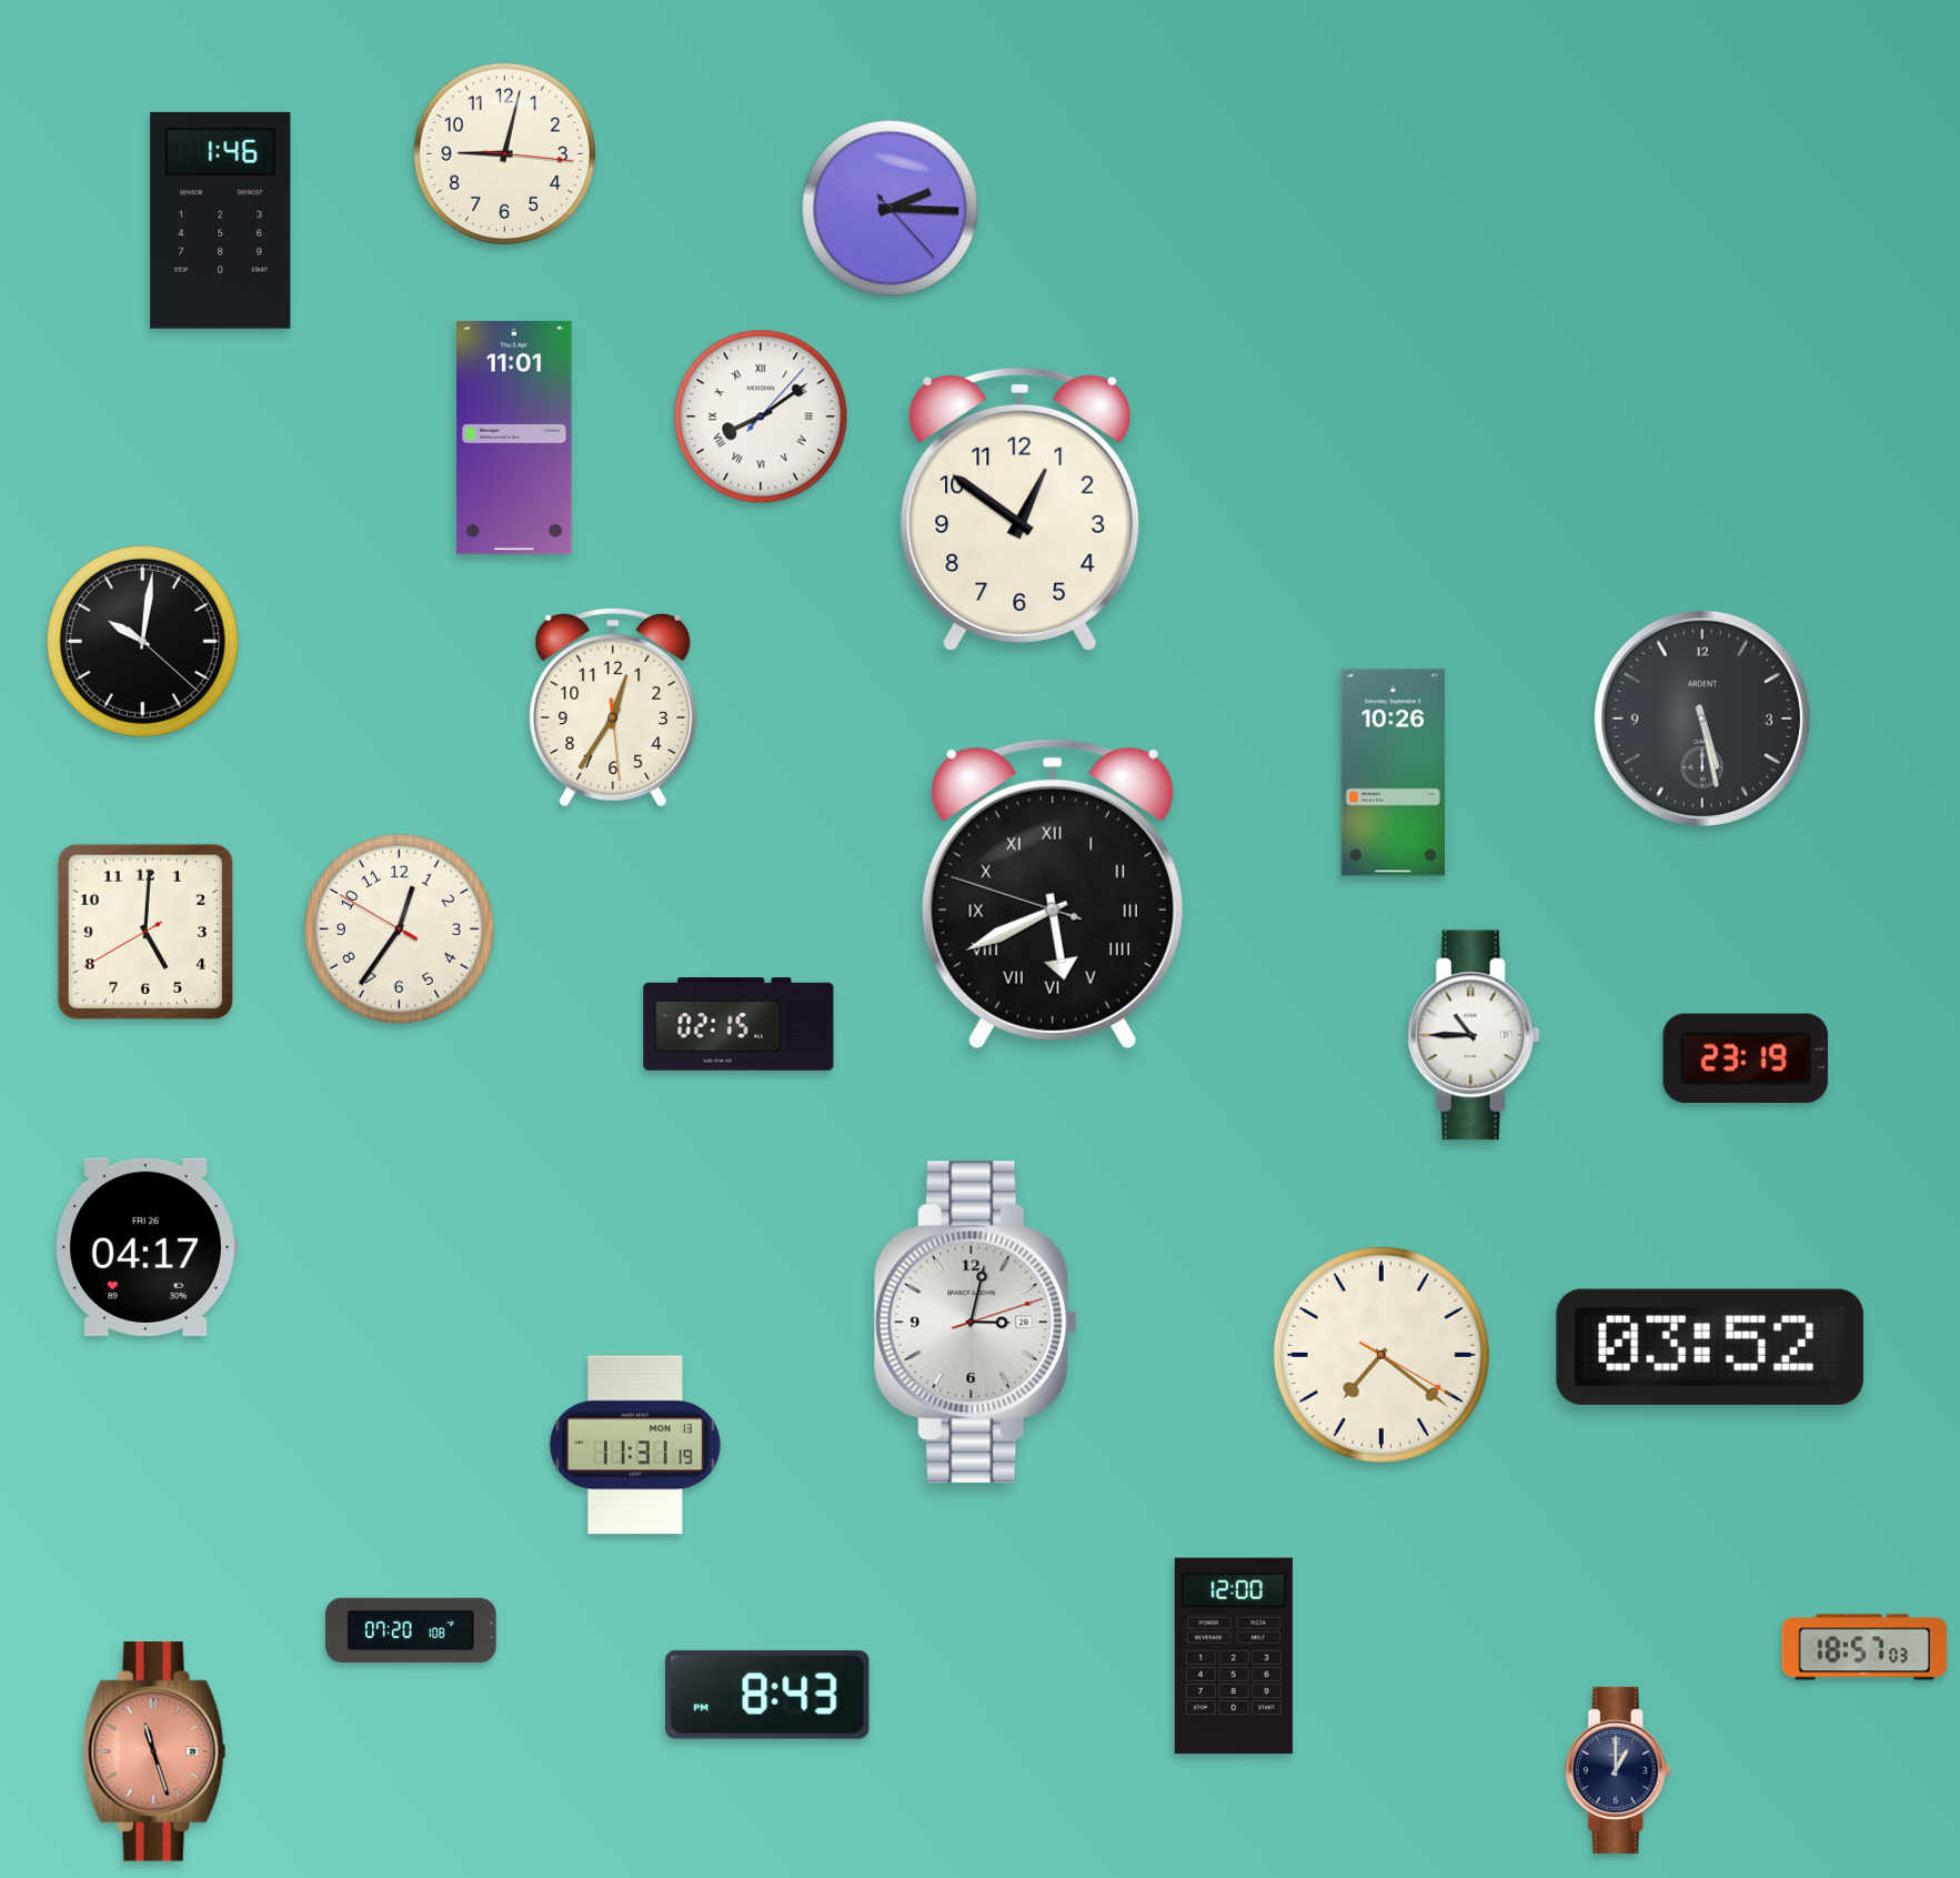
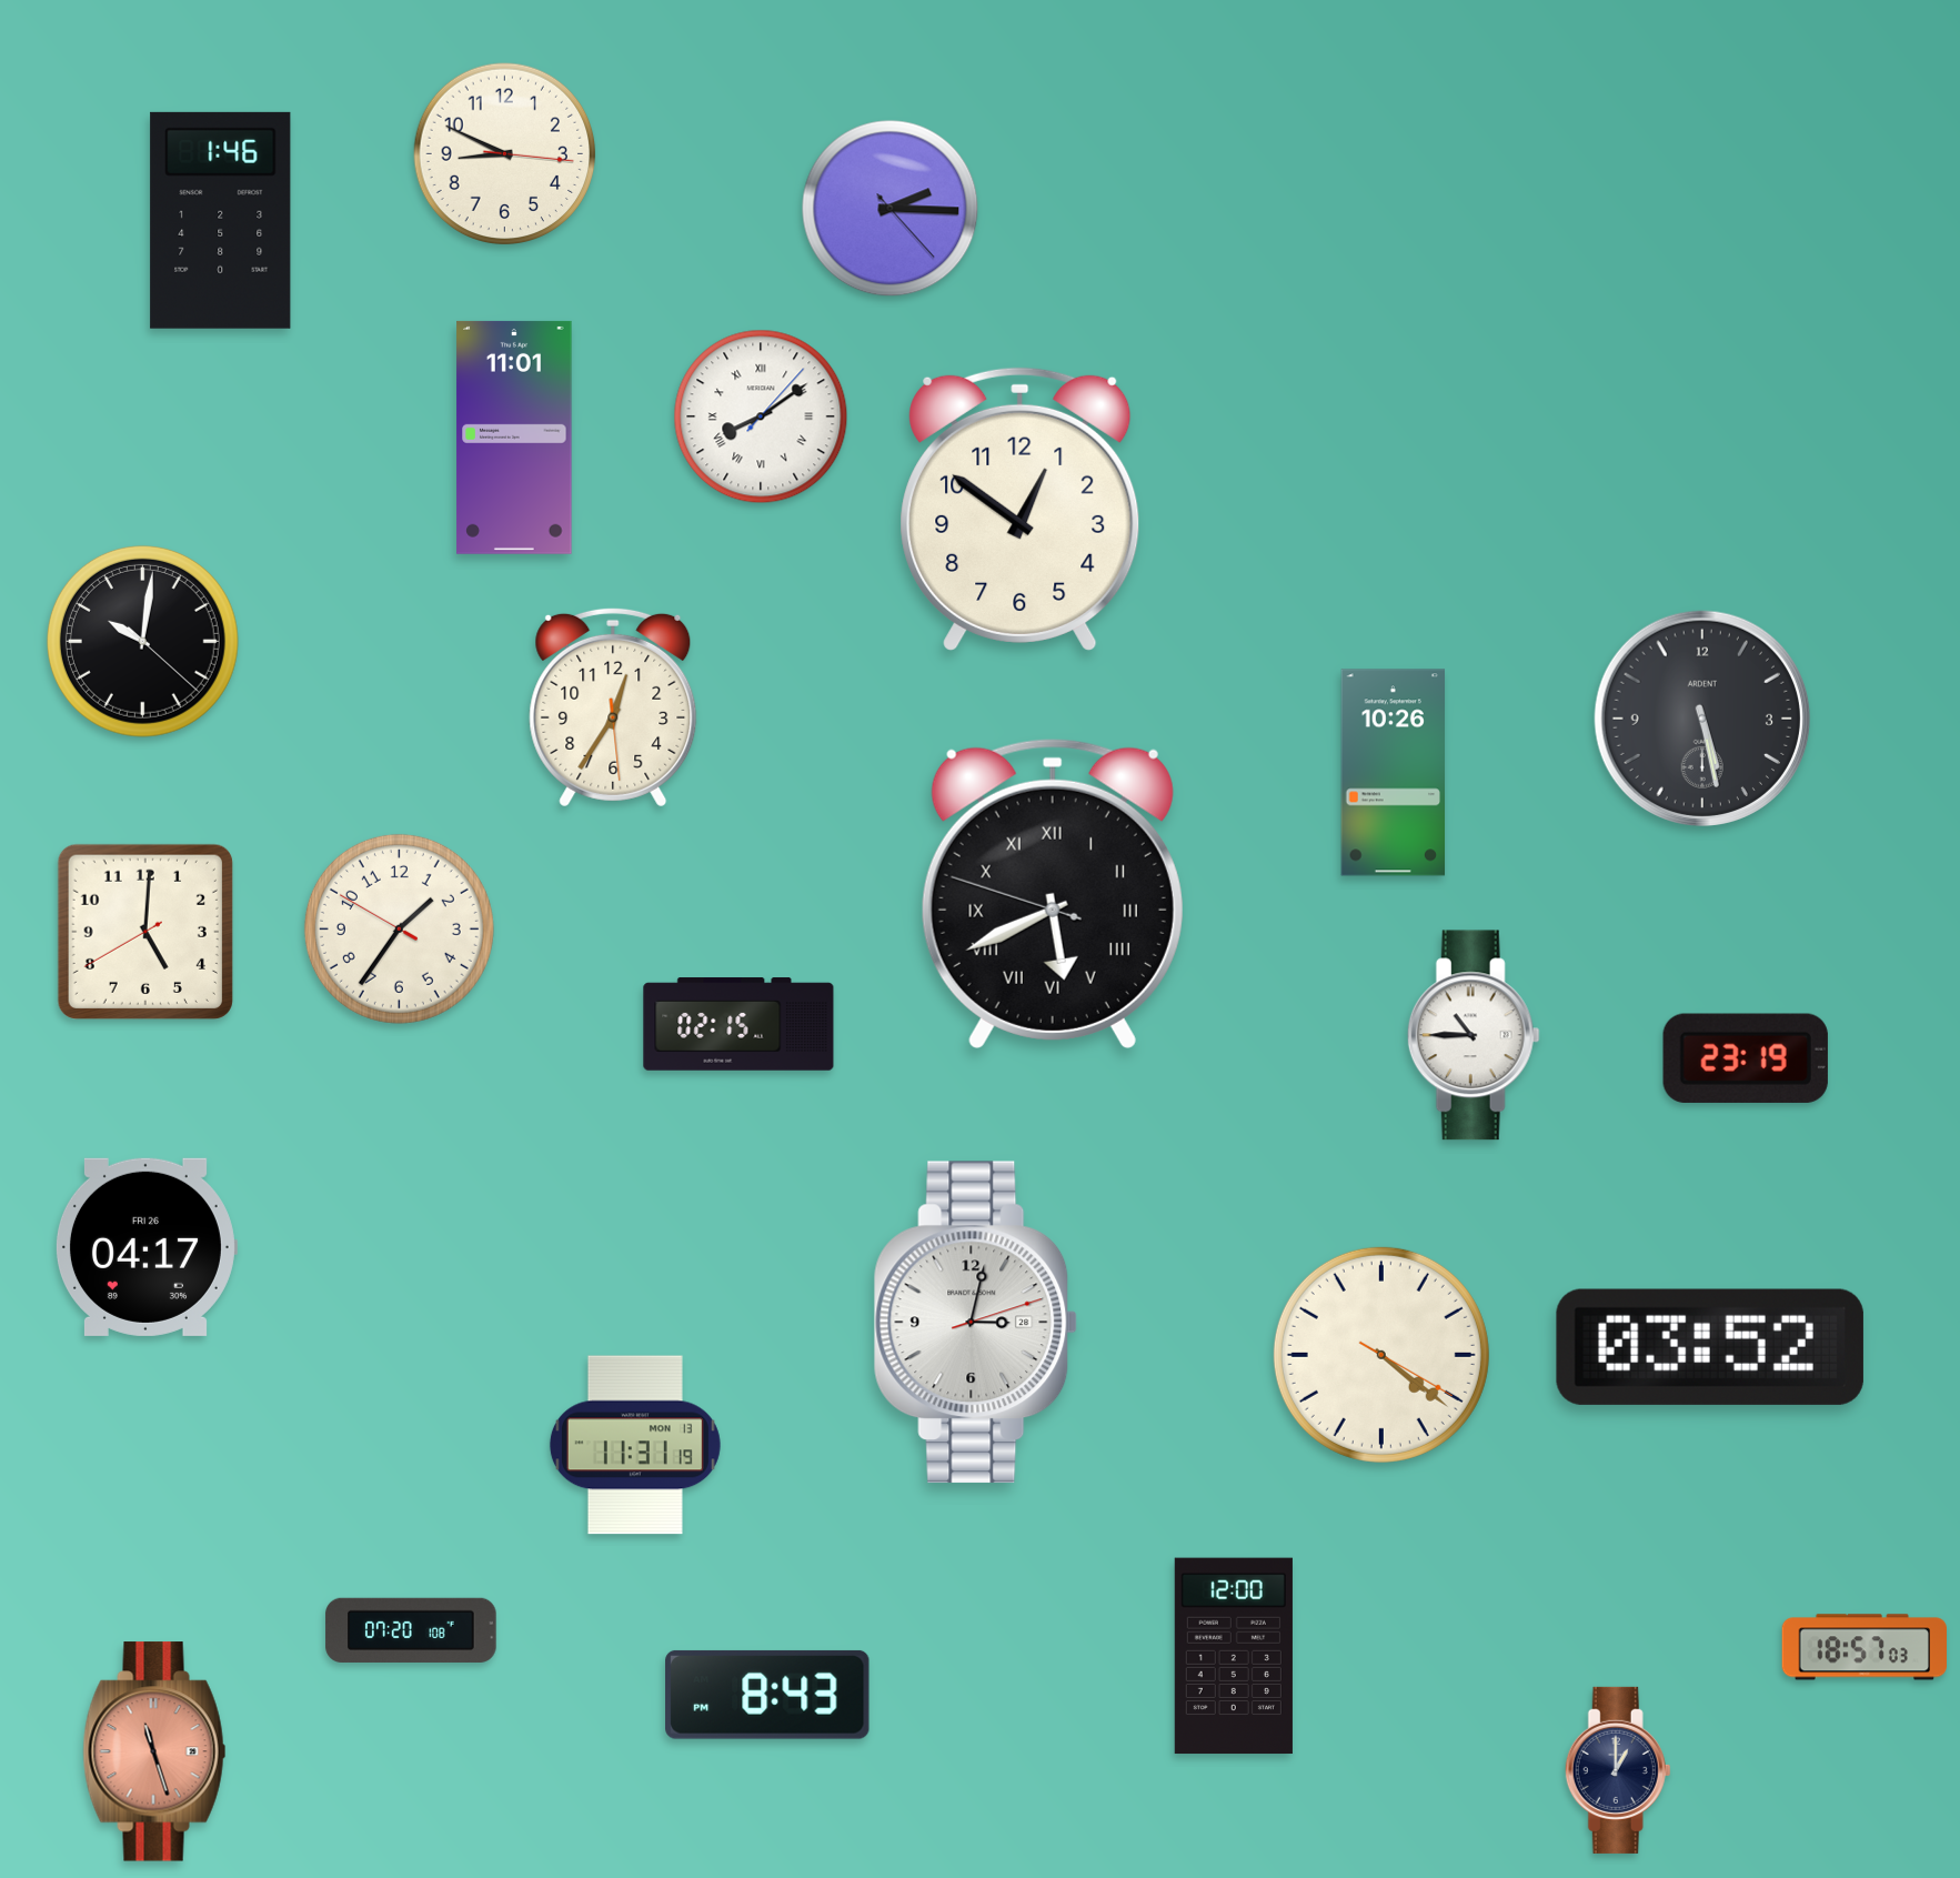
clock at (505, 154): 9:02 -> 8:49
clock at (399, 928): 12:35 -> 1:35
clock at (1381, 1355): 7:21 -> 4:21
